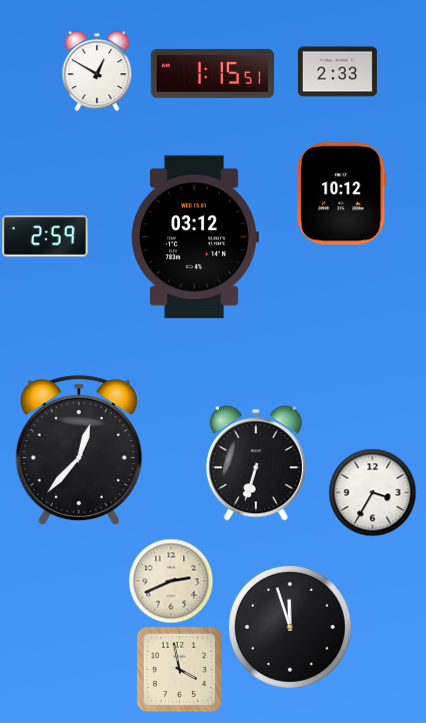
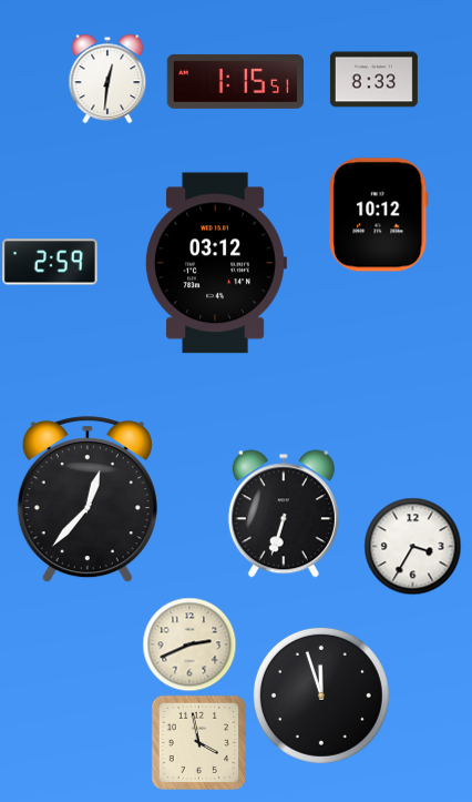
clock at (97, 71): 12:50 -> 12:31
clock at (337, 72): 2:33 -> 8:33
